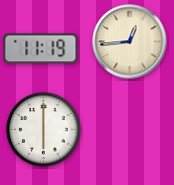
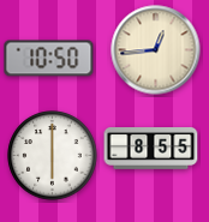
clock at (41, 49): 11:19 -> 10:50
clock at (151, 149): none -> 8:55
